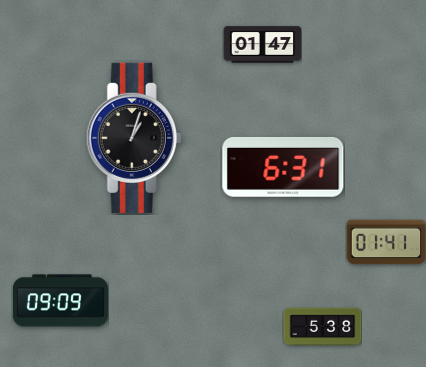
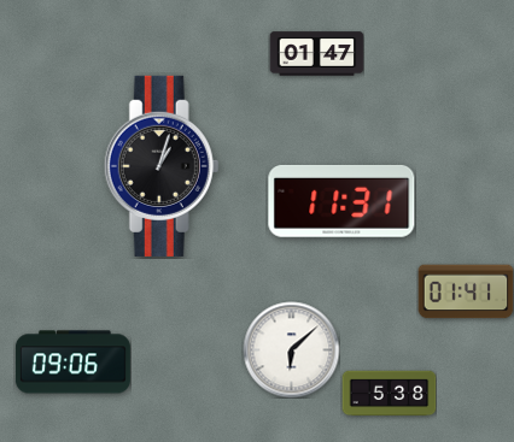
clock at (283, 167): 6:31 -> 11:31
clock at (291, 349): none -> 6:08
clock at (60, 301): 09:09 -> 09:06
